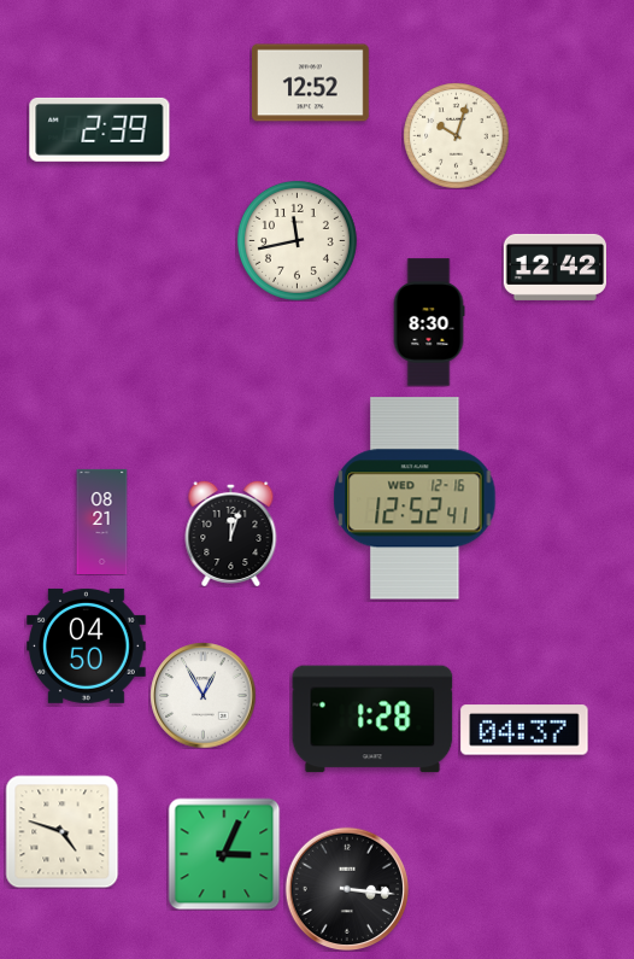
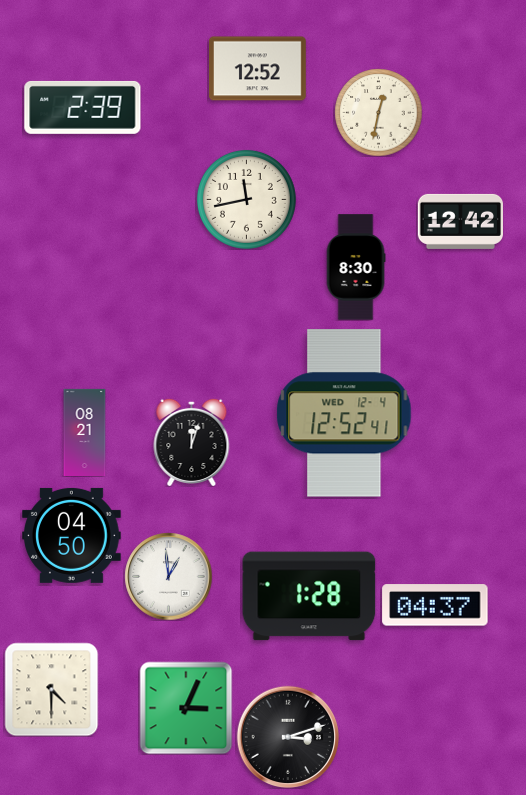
clock at (456, 135): 10:03 -> 12:32
clock at (415, 498) date: WED 12-16 -> WED 12-4
clock at (202, 695): 12:55 -> 12:59
clock at (61, 831): 4:48 -> 4:30
clock at (347, 889): 3:16 -> 3:12
